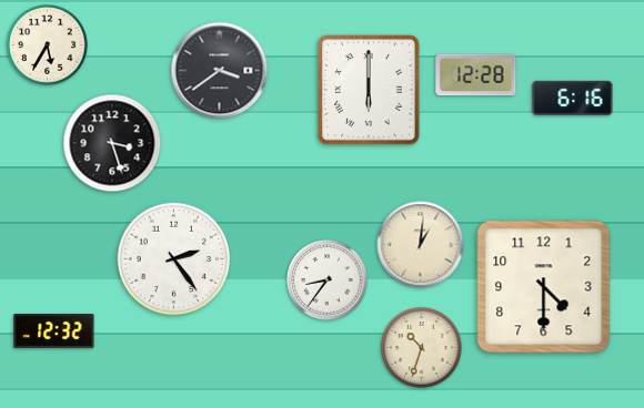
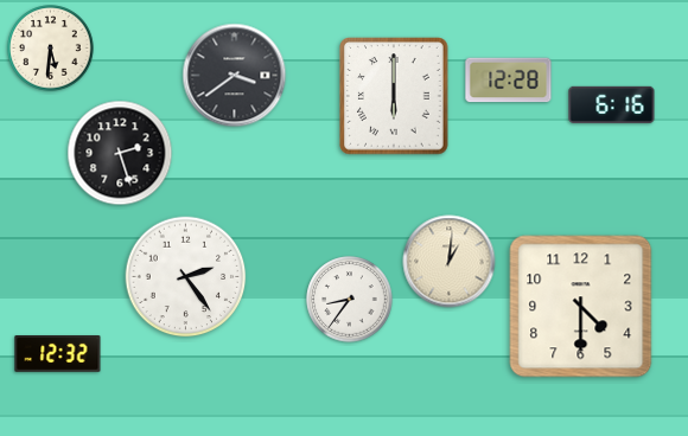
clock at (48, 45): 5:35 -> 5:31
clock at (112, 143): 3:27 -> 2:27
clock at (422, 348): 10:33 -> none
